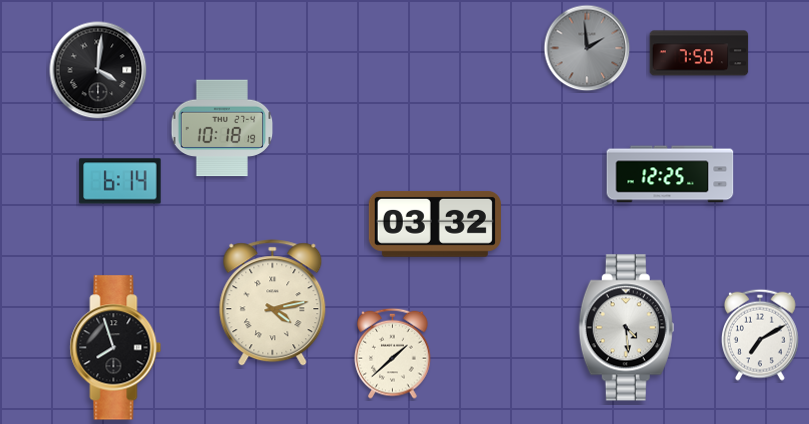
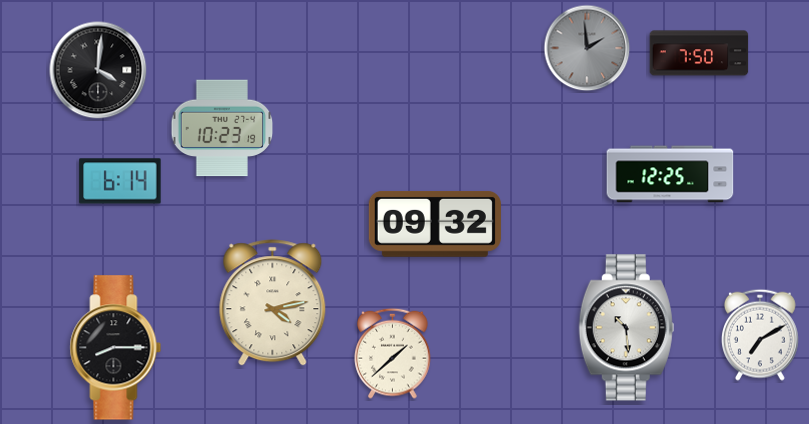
clock at (222, 128): 10:18 -> 10:23
clock at (435, 224): 03:32 -> 09:32
clock at (626, 328): 4:29 -> 10:29
clock at (116, 348): 7:57 -> 8:15
